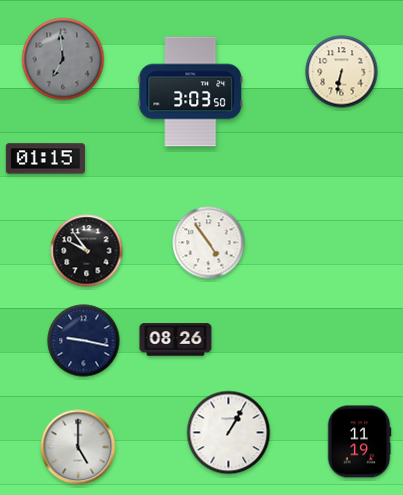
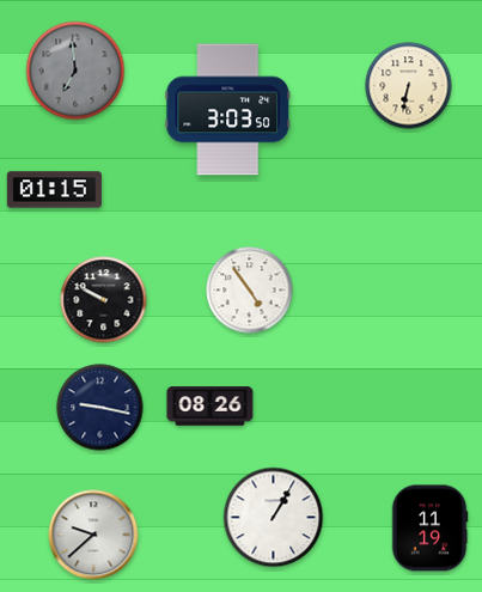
clock at (87, 251): 9:54 -> 9:50
clock at (78, 447): 5:00 -> 9:38
